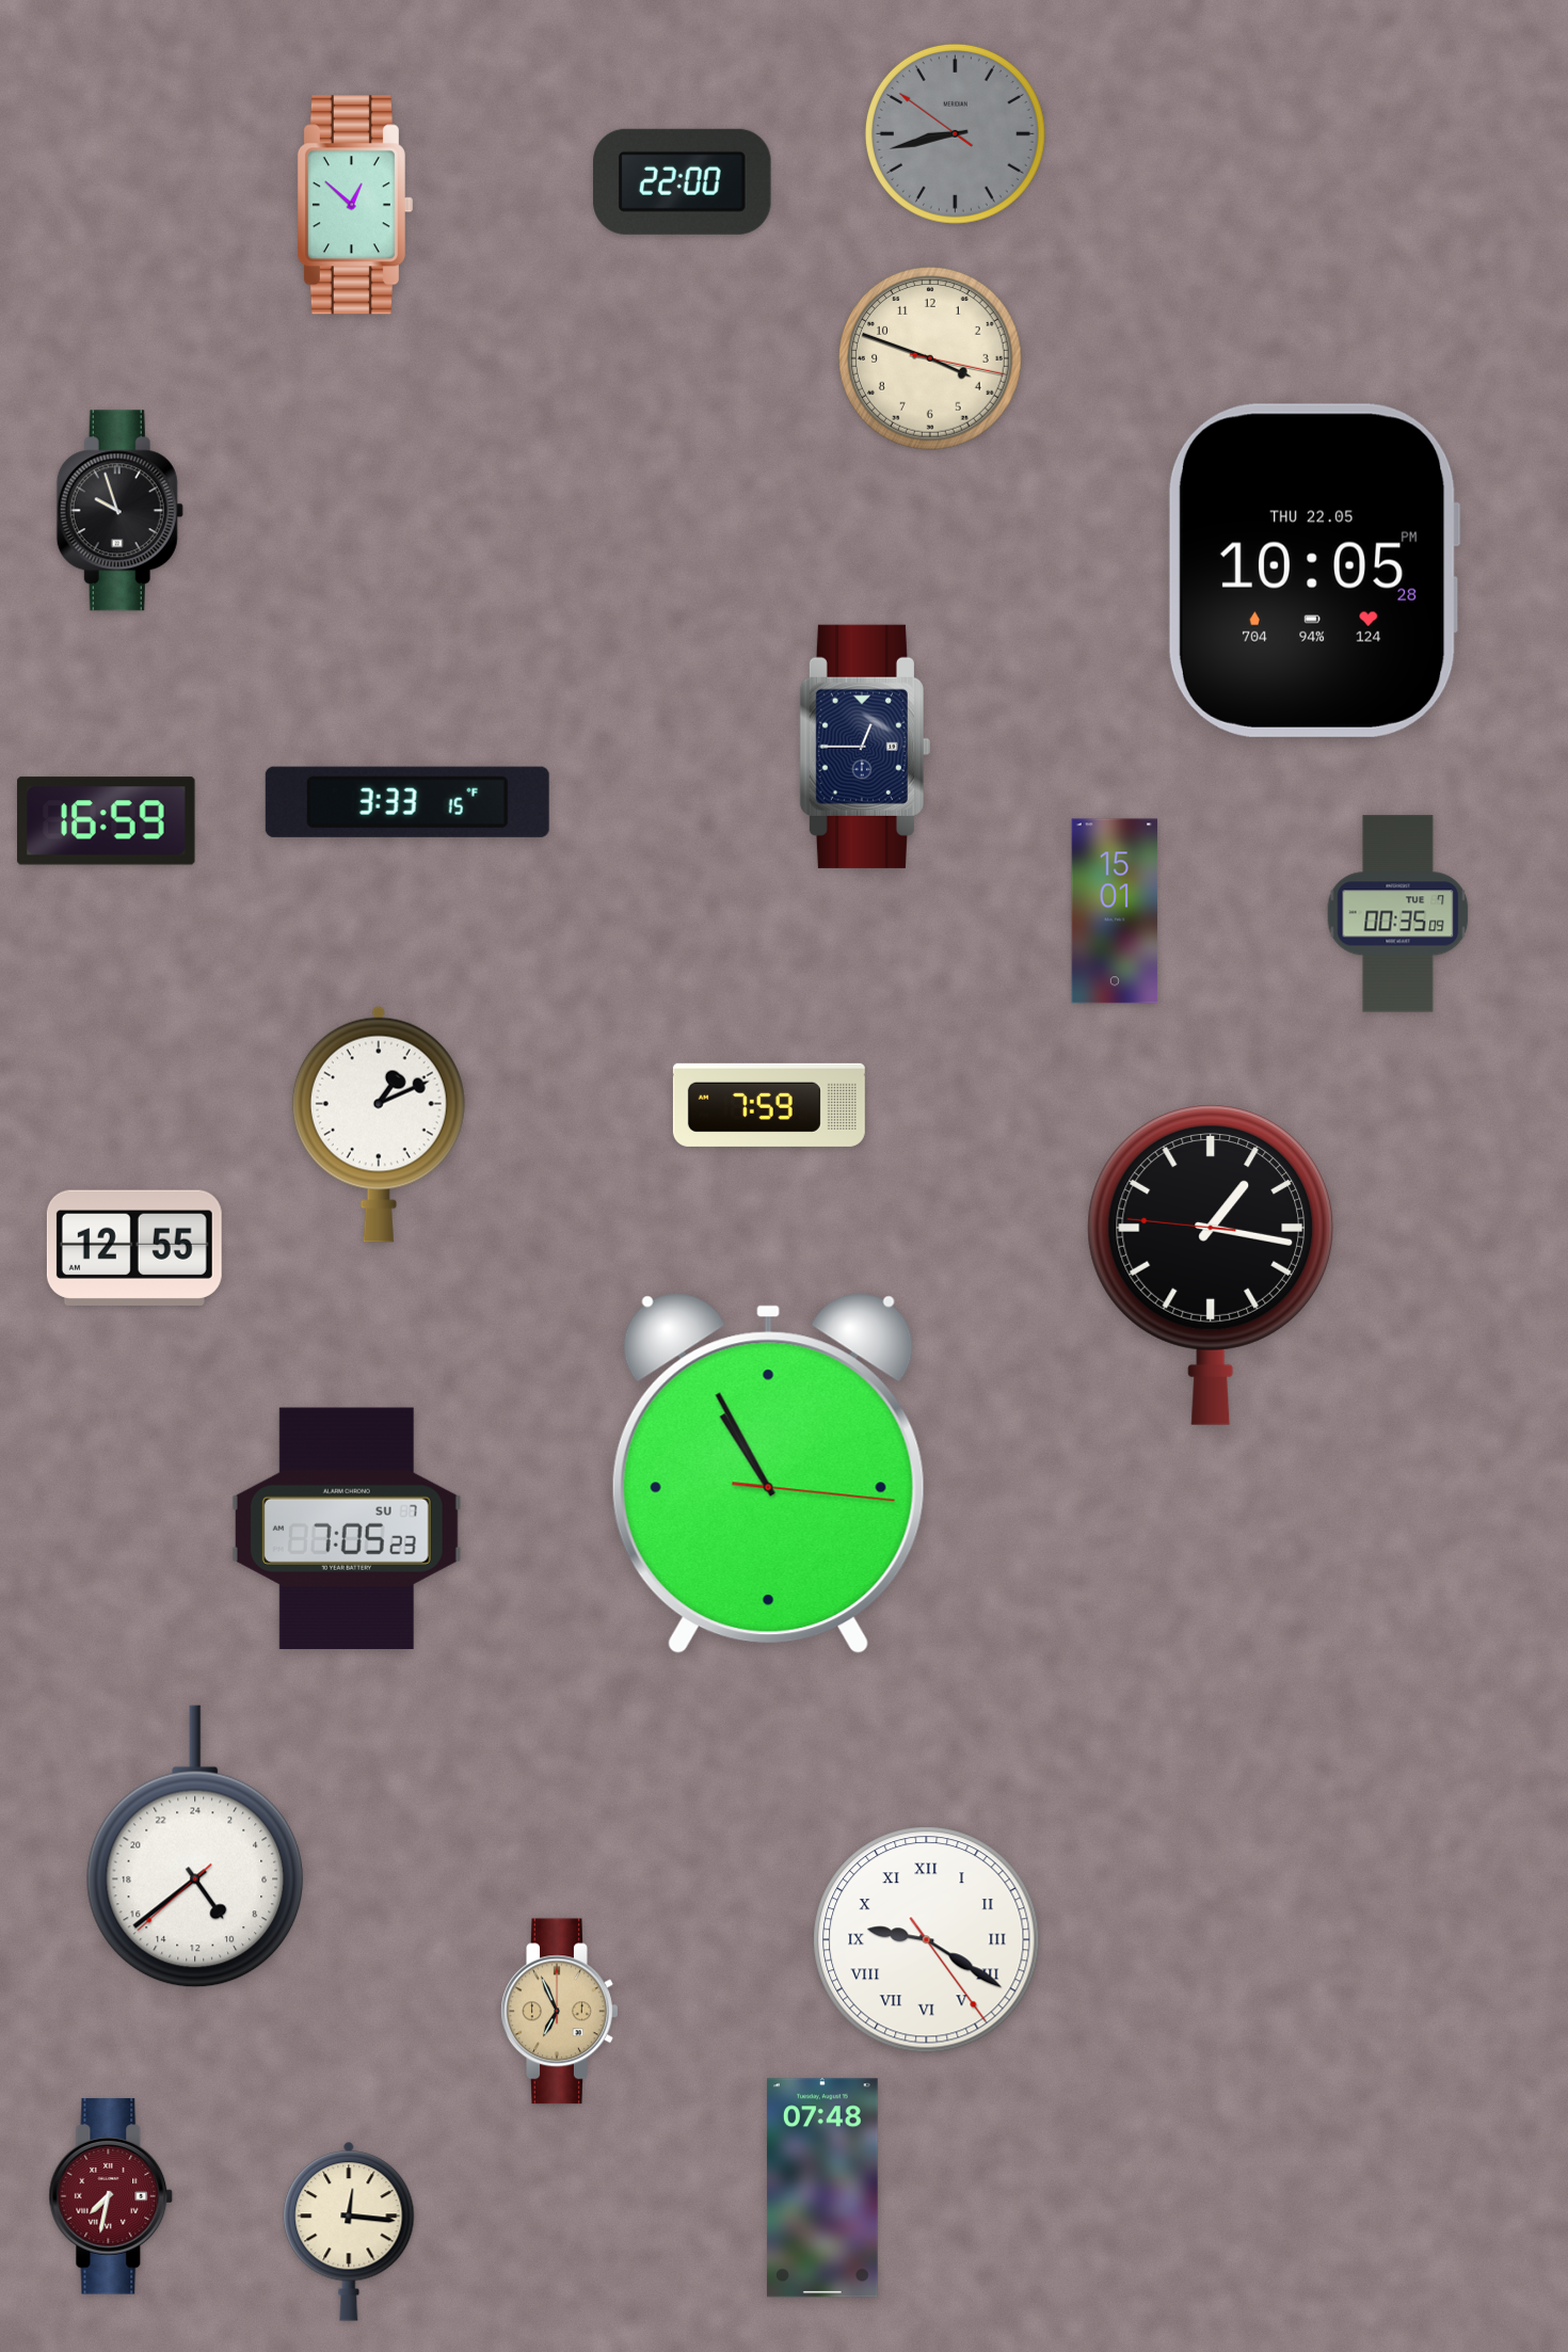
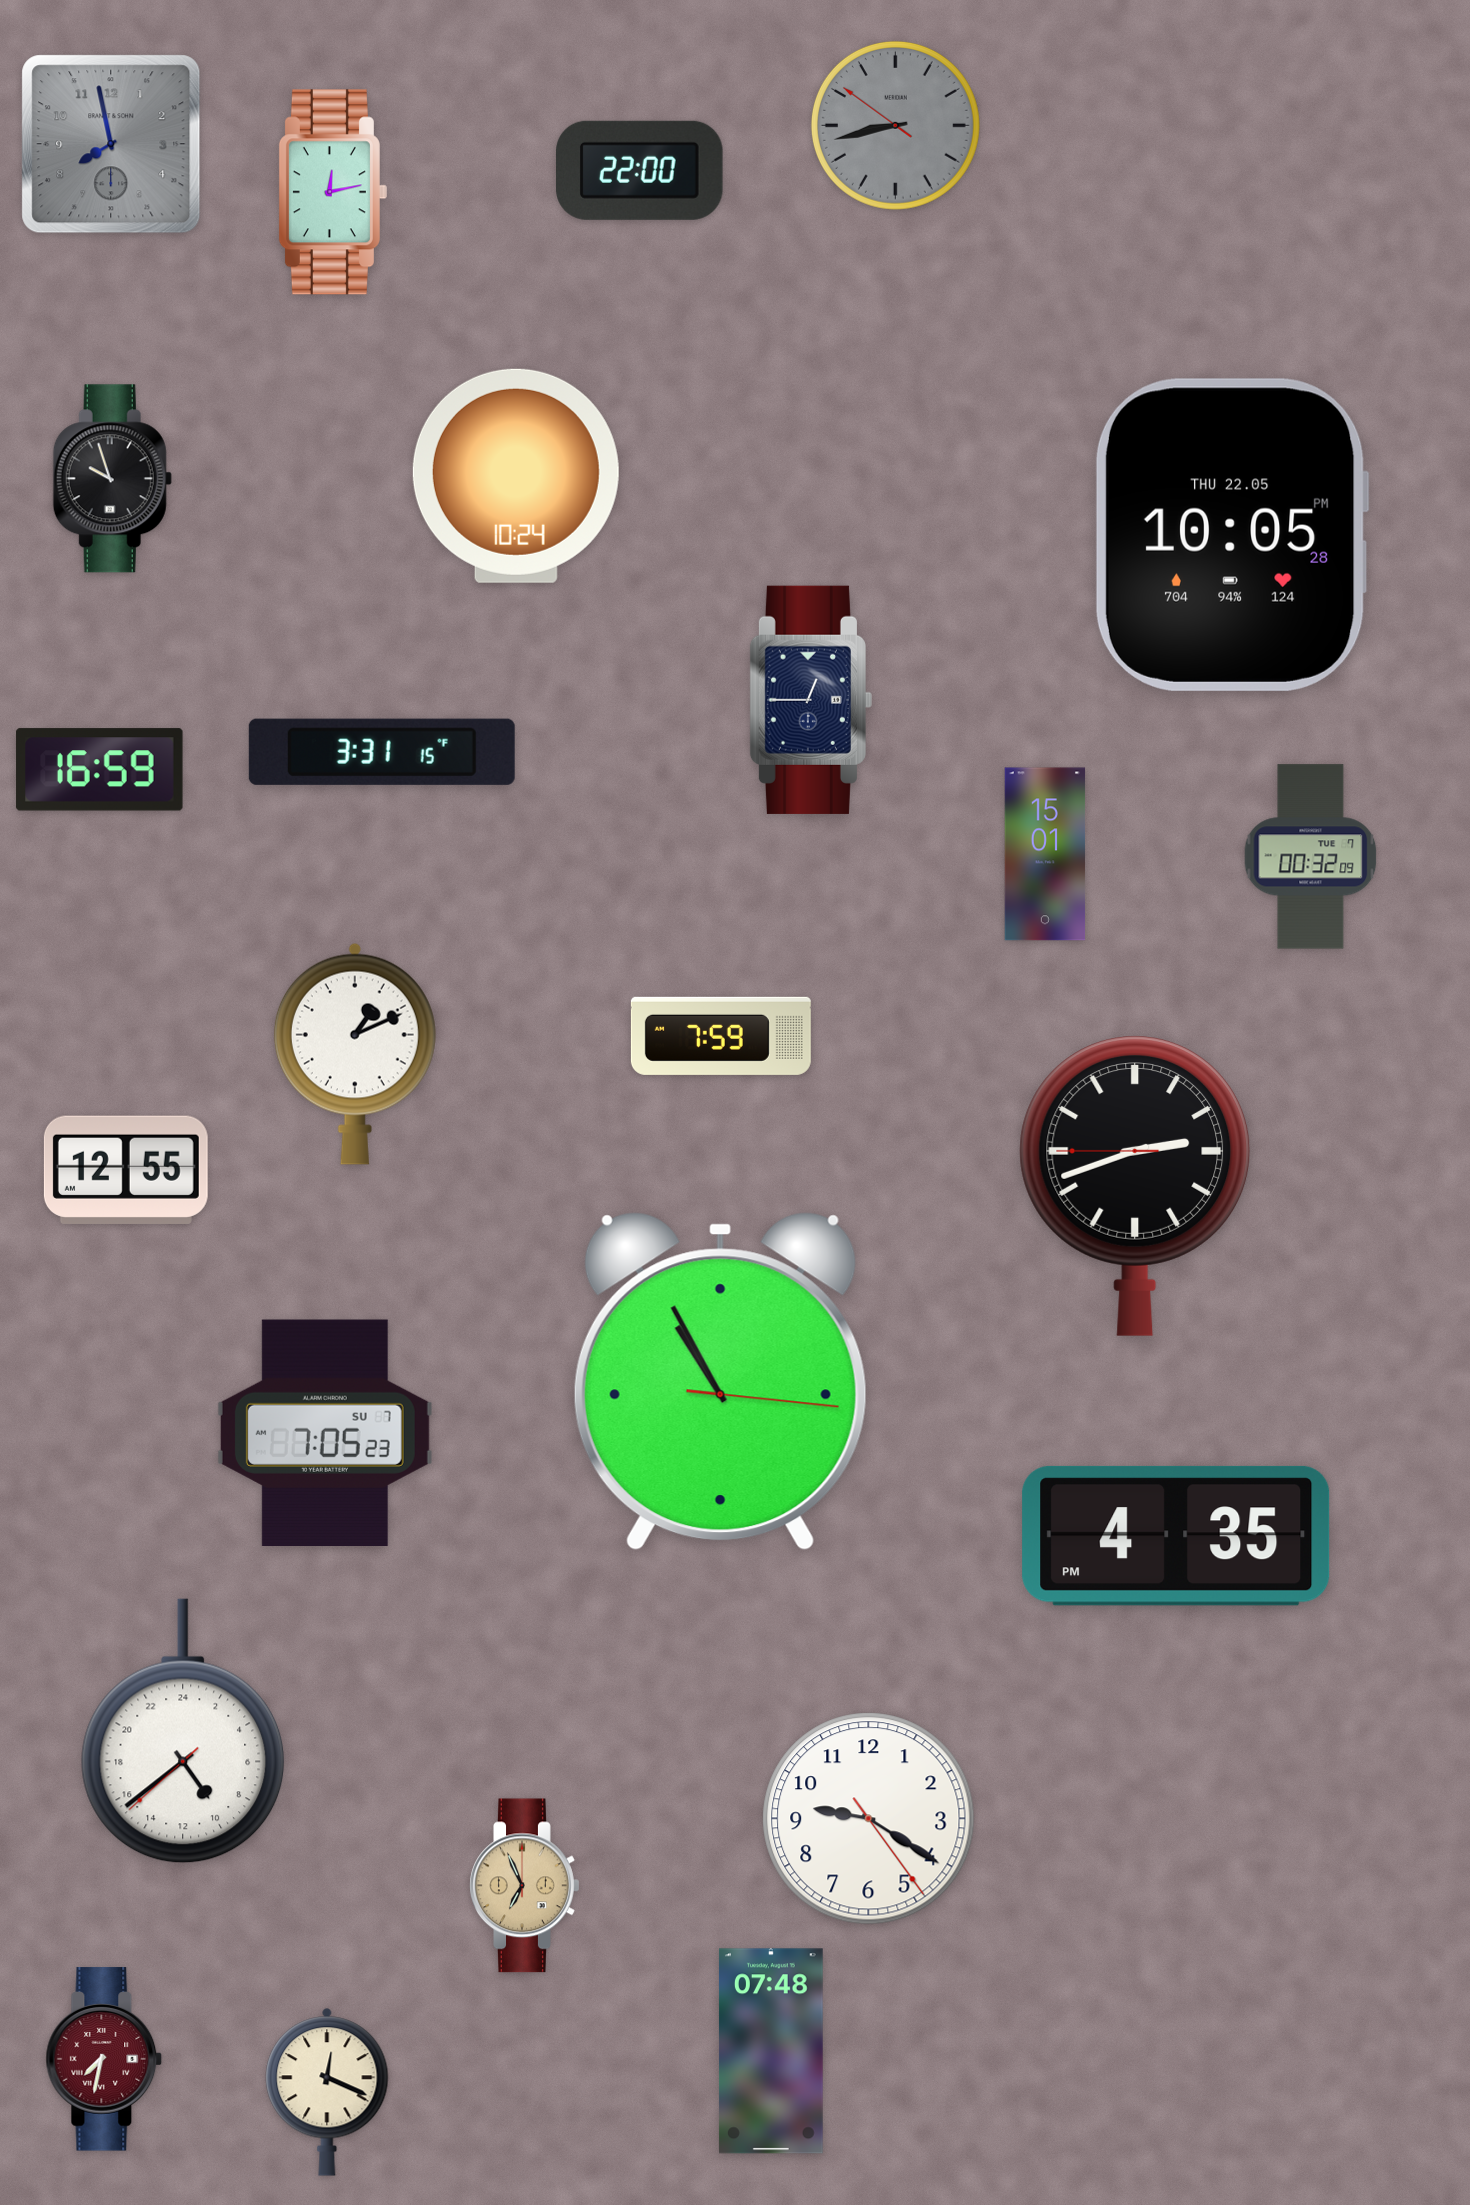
clock at (111, 144): none -> 7:58
clock at (355, 205): 12:52 -> 12:13
clock at (931, 359): 3:48 -> none
clock at (516, 476): none -> 10:24
clock at (407, 802): 3:33 -> 3:31
clock at (1398, 914): 00:35 -> 00:32
clock at (1211, 1265): 1:16 -> 2:41
clock at (1176, 1536): none -> 4:35
clock at (927, 1940) numerals: Roman -> Arabic
clock at (349, 2231): 12:16 -> 12:19
